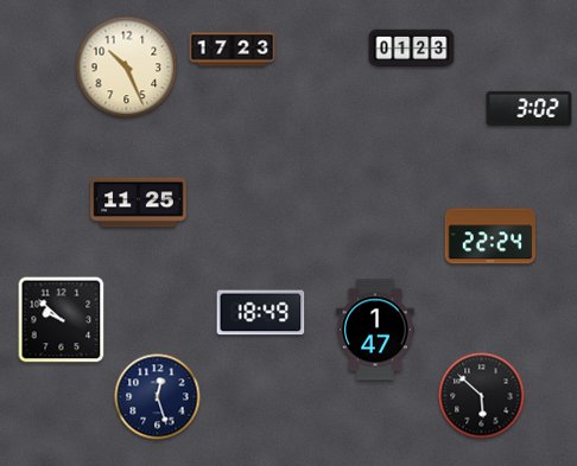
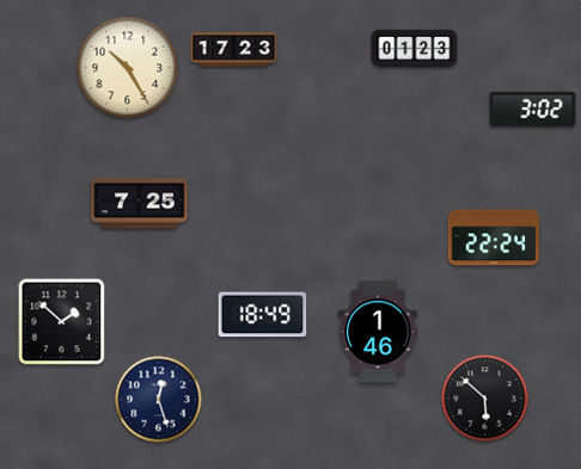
clock at (127, 68): 10:26 -> 10:25
clock at (139, 203): 11:25 -> 7:25
clock at (62, 320): 9:52 -> 1:52
clock at (376, 330): 1:47 -> 1:46
